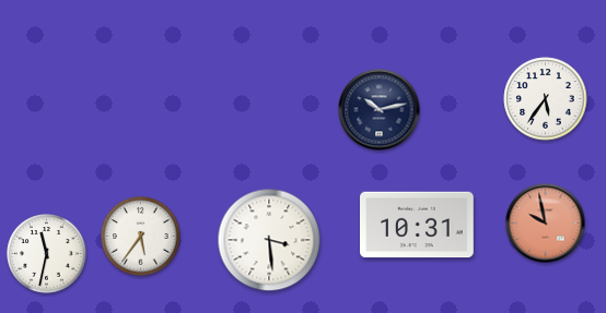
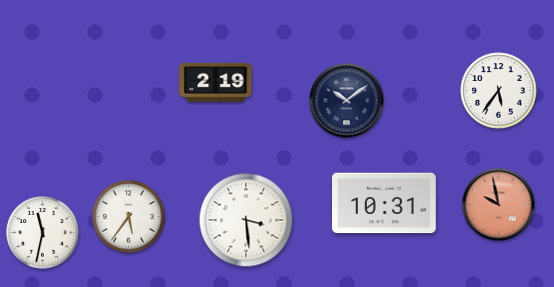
clock at (216, 82): none -> 2:19
clock at (380, 110): 10:13 -> 10:09
clock at (418, 225) position: (418, 225) -> (385, 203)
